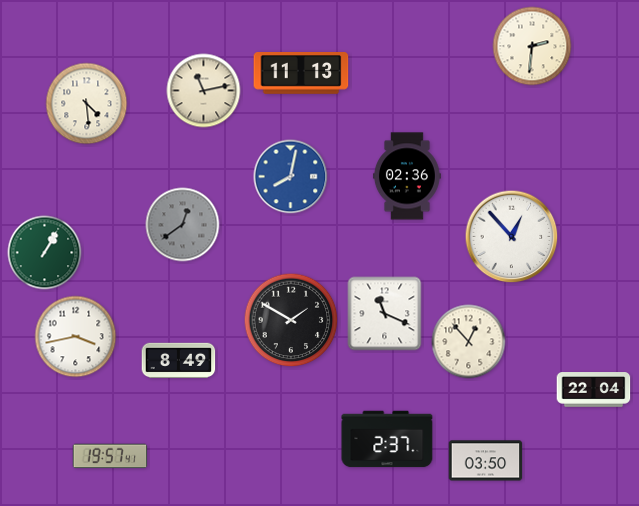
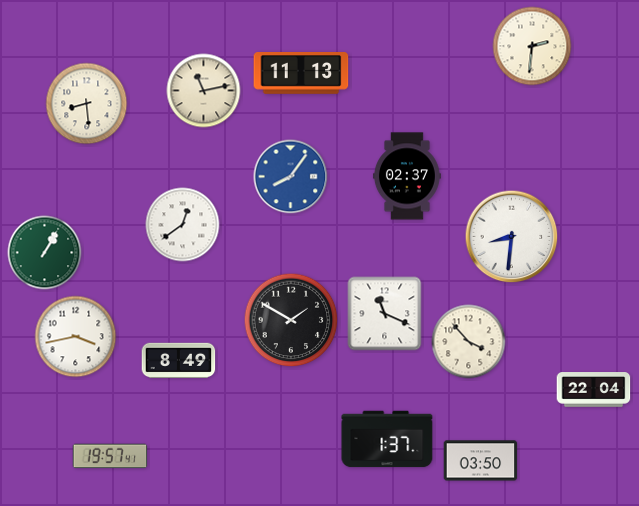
clock at (87, 104): 4:29 -> 8:29
clock at (407, 176): 02:36 -> 02:37
clock at (291, 177): 8:02 -> 8:06
clock at (183, 225) dial: grey -> white
clock at (512, 237): 12:53 -> 8:31
clock at (469, 342): 12:53 -> 3:53
clock at (387, 439): 2:37 -> 1:37
clock at (486, 461) position: (486, 461) -> (481, 461)
